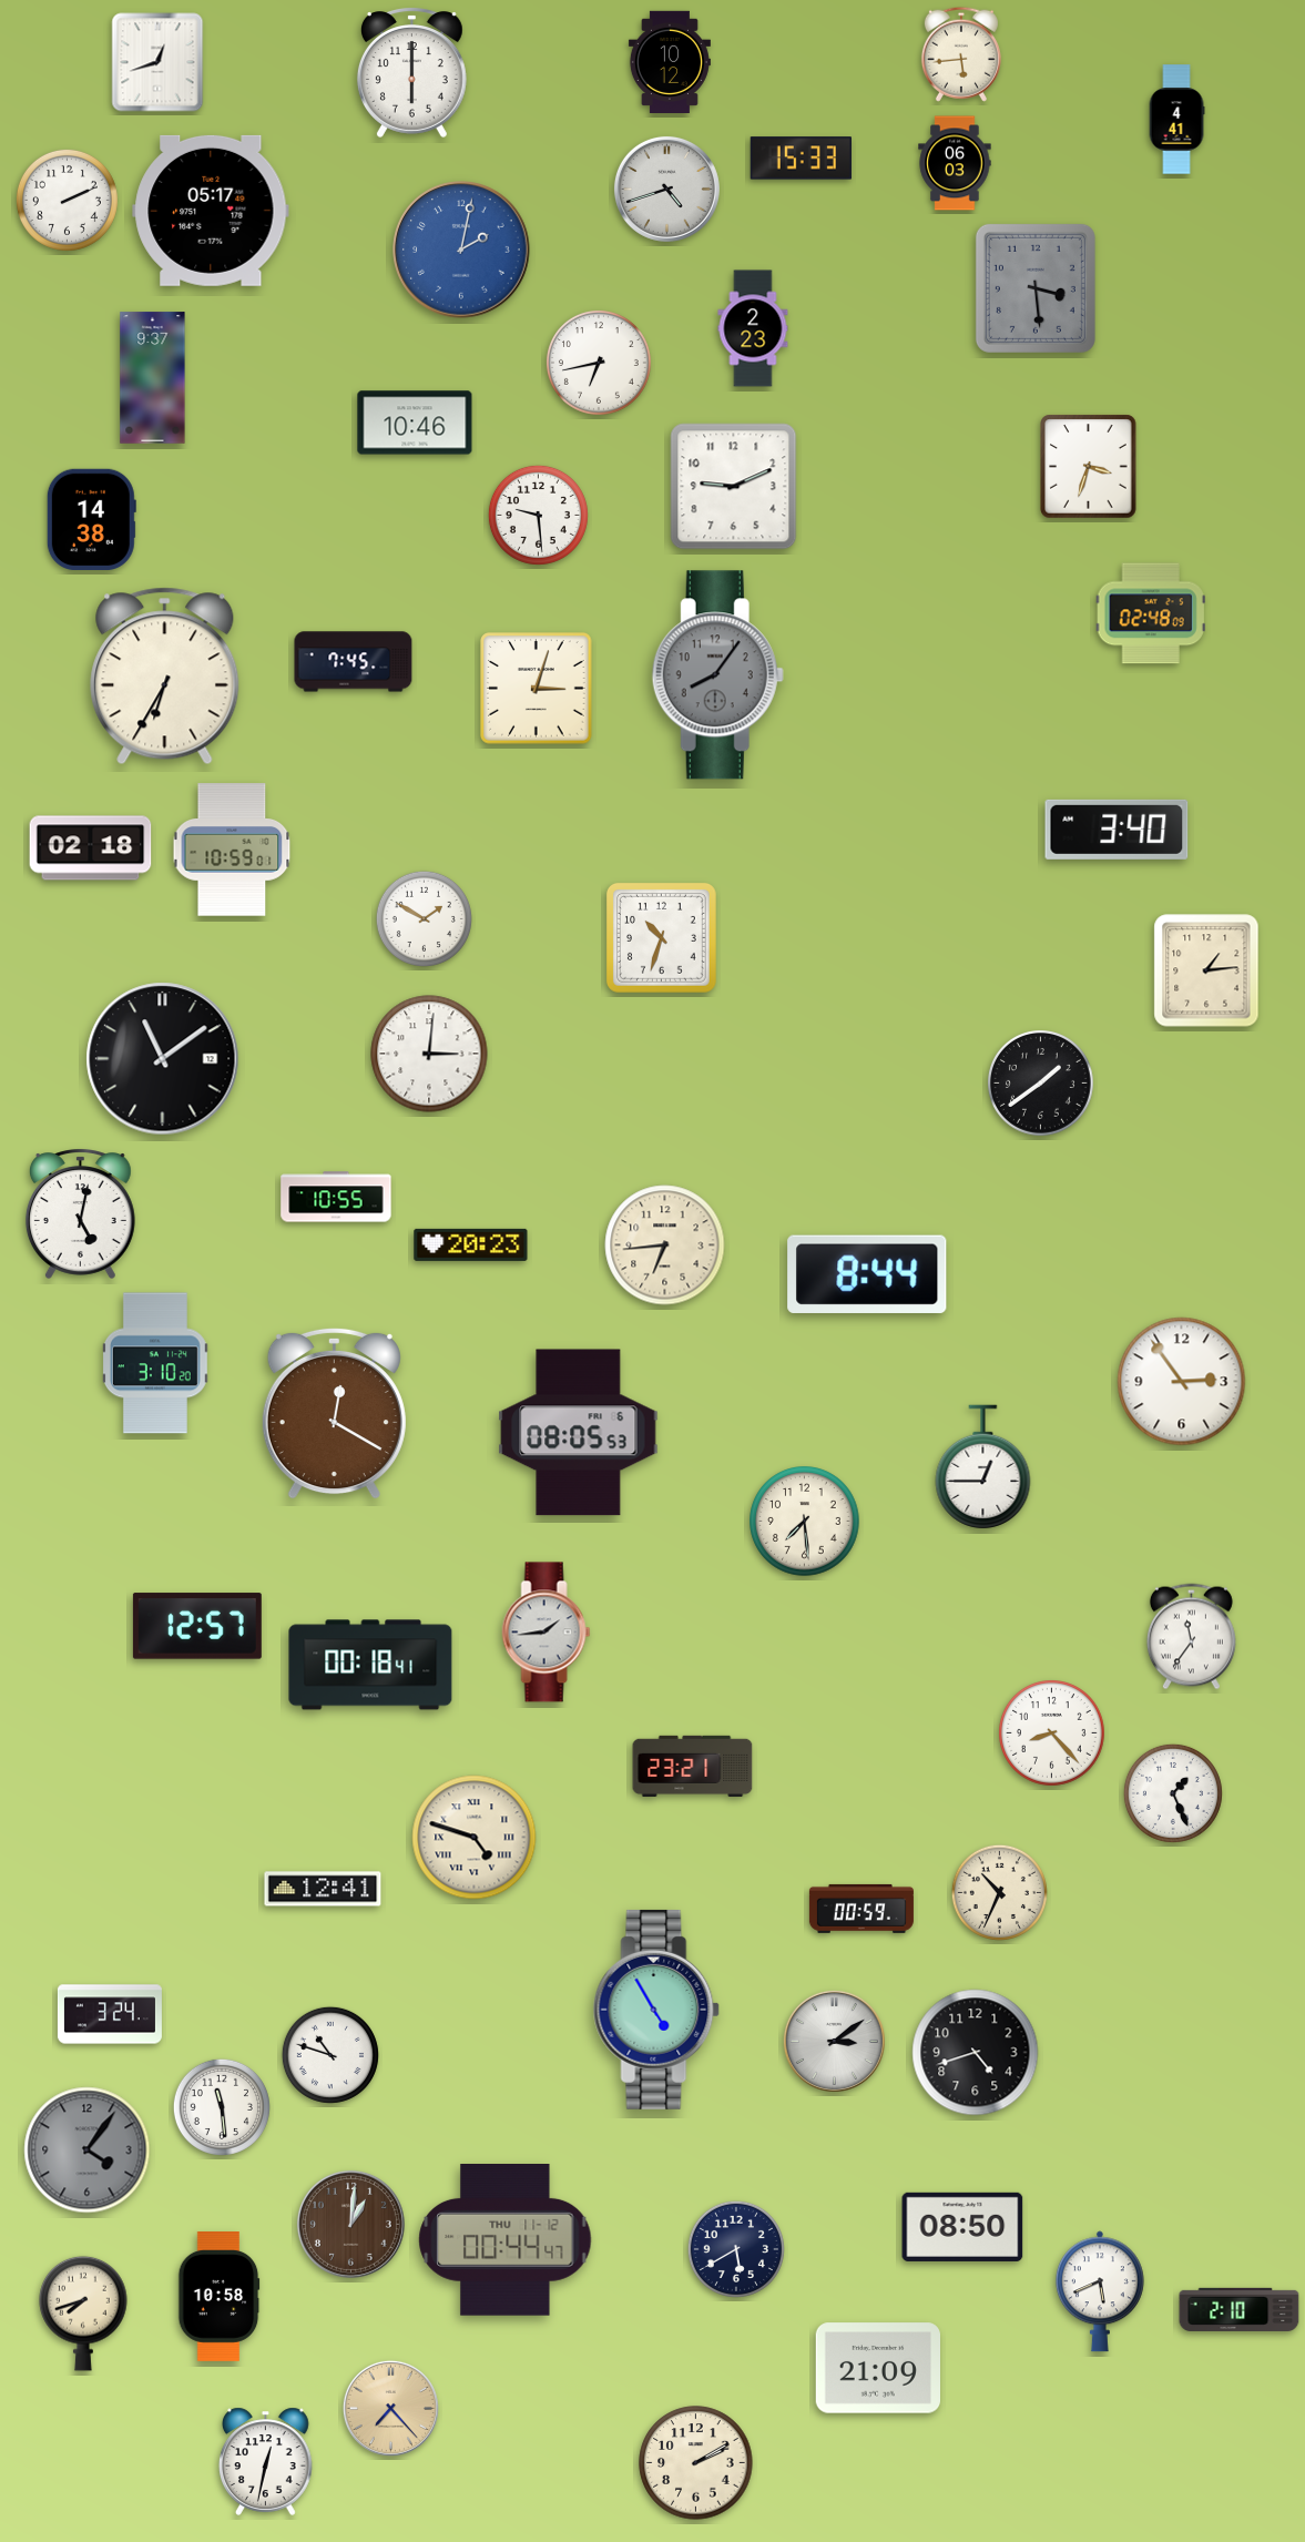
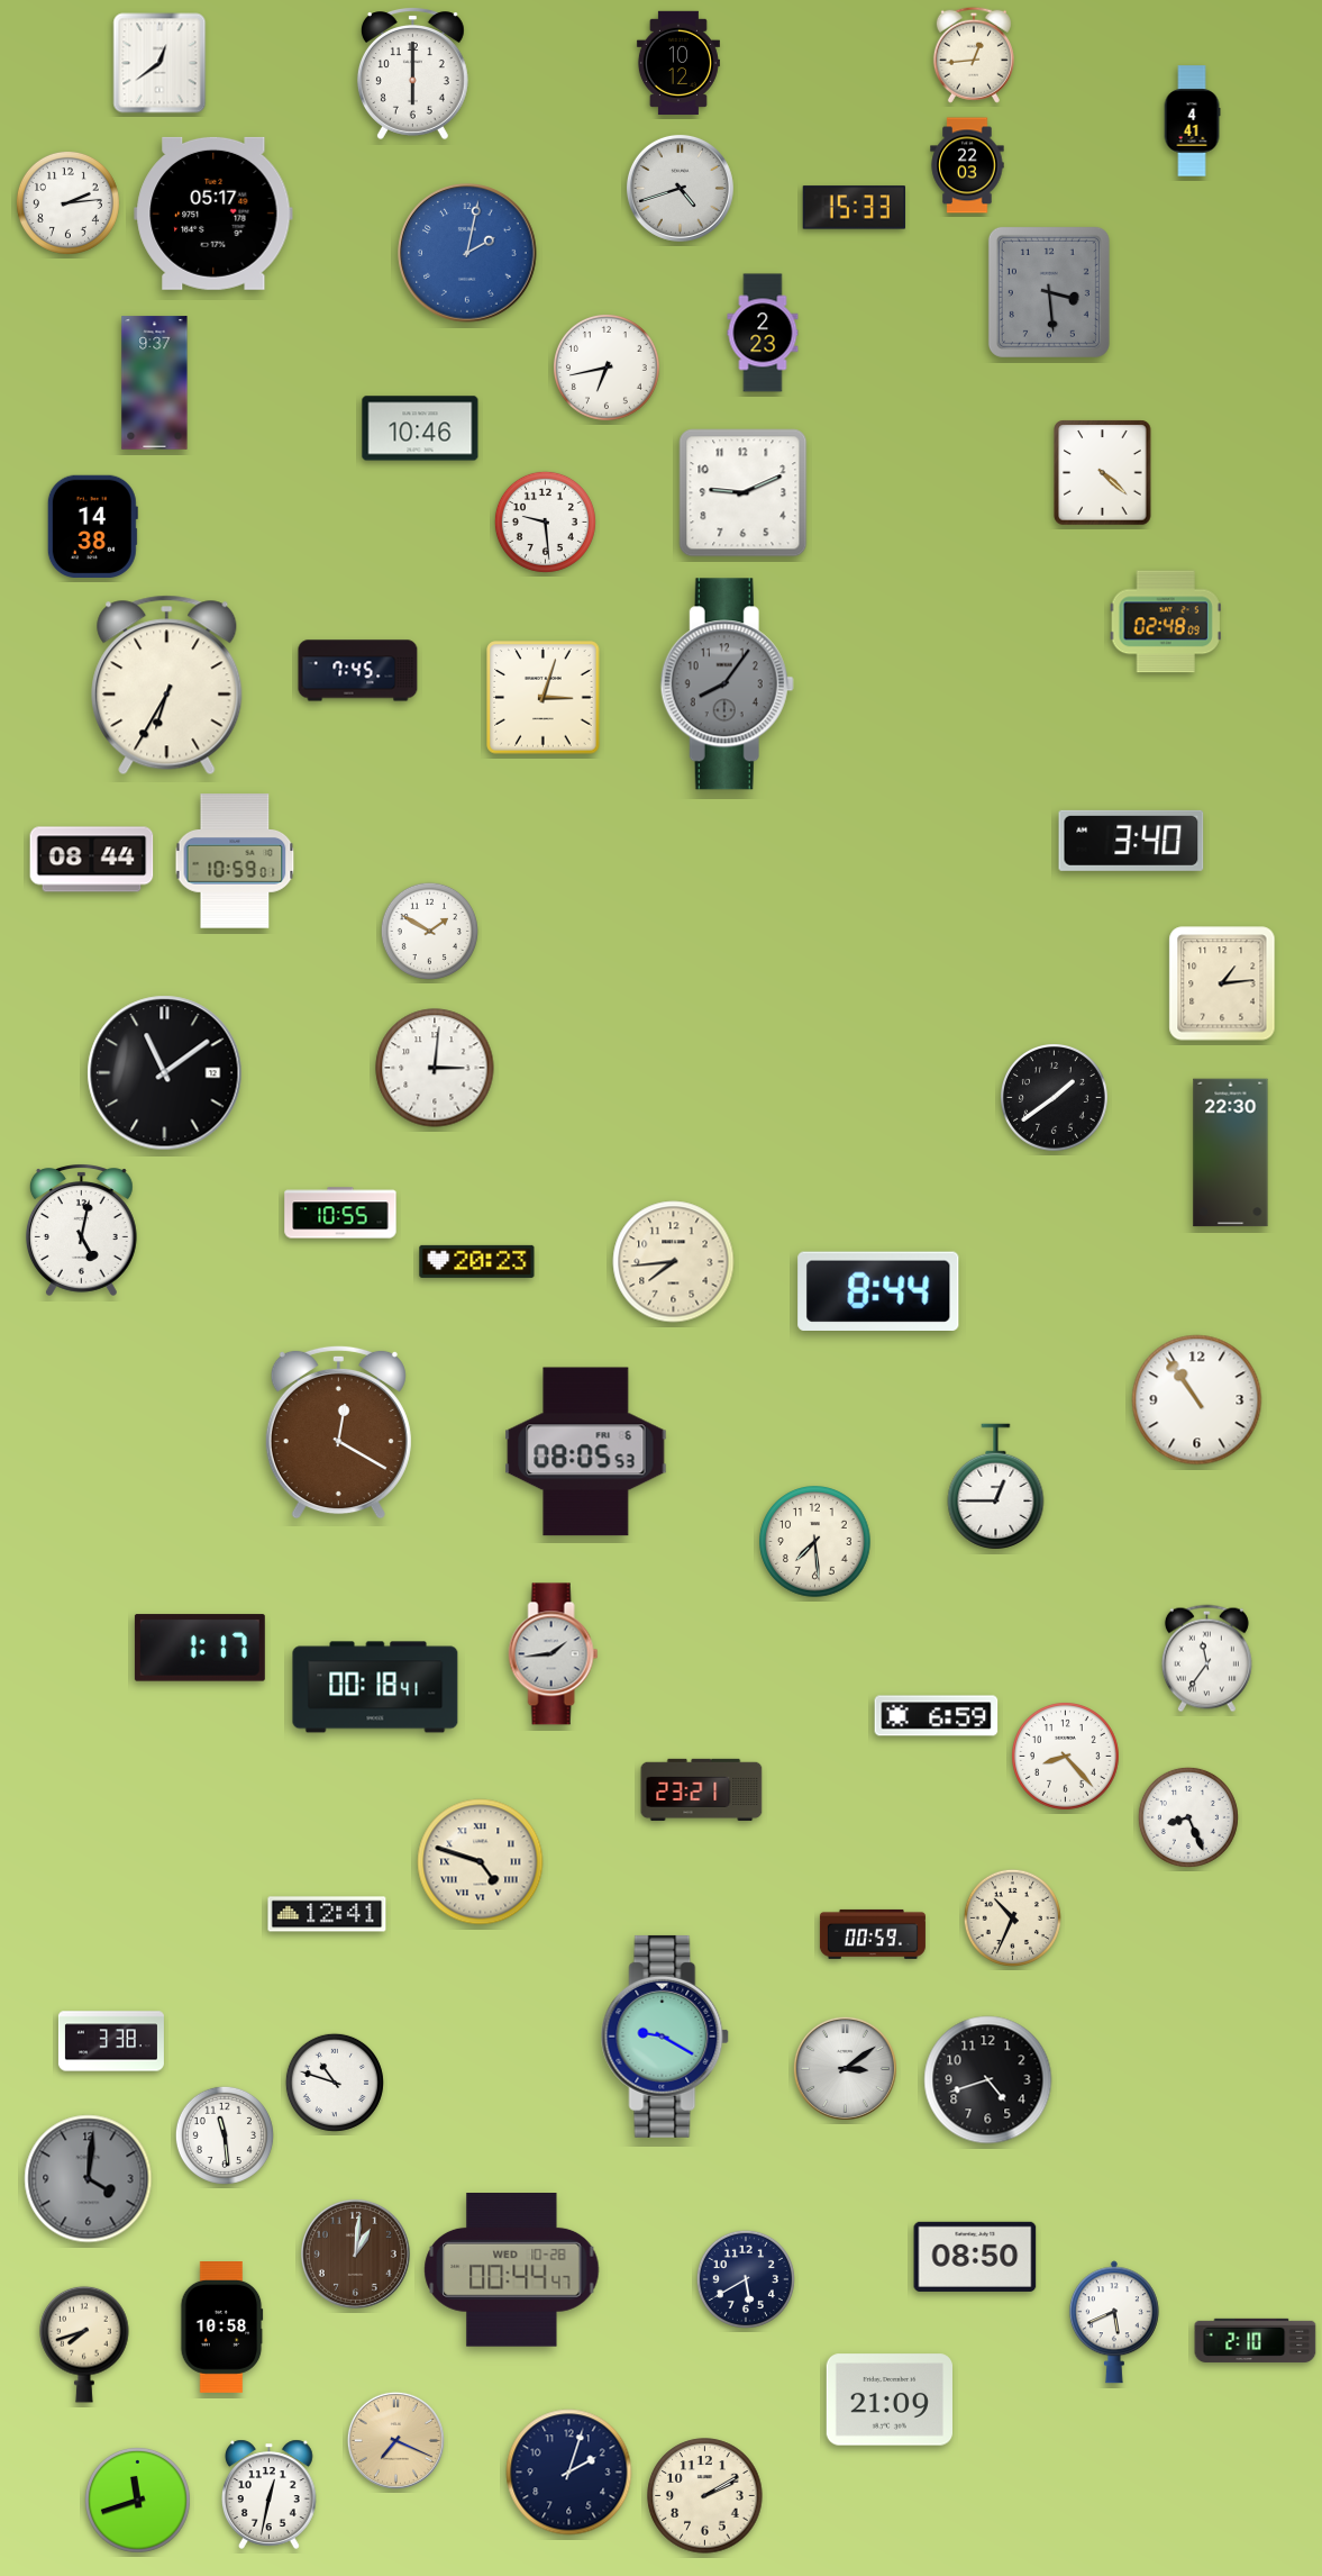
clock at (961, 54): 5:44 -> 12:44
clock at (157, 62): 12:42 -> 12:39
clock at (411, 72) position: (411, 72) -> (412, 73)
clock at (801, 159) position: (801, 159) -> (854, 208)
clock at (955, 163): 06:03 -> 22:03
clock at (666, 189) position: (666, 189) -> (680, 188)
clock at (67, 200): 2:11 -> 2:14
clock at (1089, 467): 3:33 -> 4:22
clock at (91, 848): 02:18 -> 08:44
clock at (661, 937): 10:33 -> none
clock at (1231, 1153): none -> 22:30
clock at (665, 1245): 6:44 -> 7:44
clock at (155, 1363): 3:10 -> none
clock at (1182, 1382): 2:54 -> 10:54
clock at (197, 1626): 12:57 -> 1:17
clock at (937, 1716): none -> 6:59
clock at (1173, 1793): 1:26 -> 8:26
clock at (656, 2010): 4:55 -> 9:20
clock at (110, 2014): 3:24 -> 3:38
clock at (88, 2150): 4:06 -> 4:01
clock at (506, 2240) date: THU 11-12 -> WED 10-28
clock at (390, 2408): 7:23 -> 7:19
clock at (569, 2473): none -> 2:03
clock at (137, 2500): none -> 11:42
